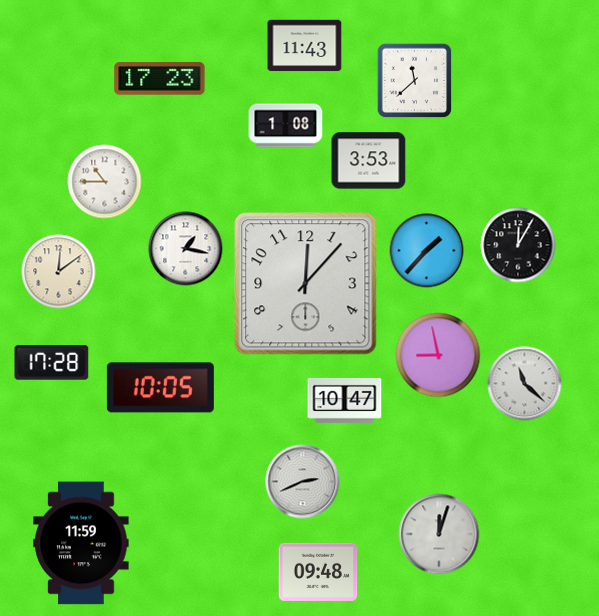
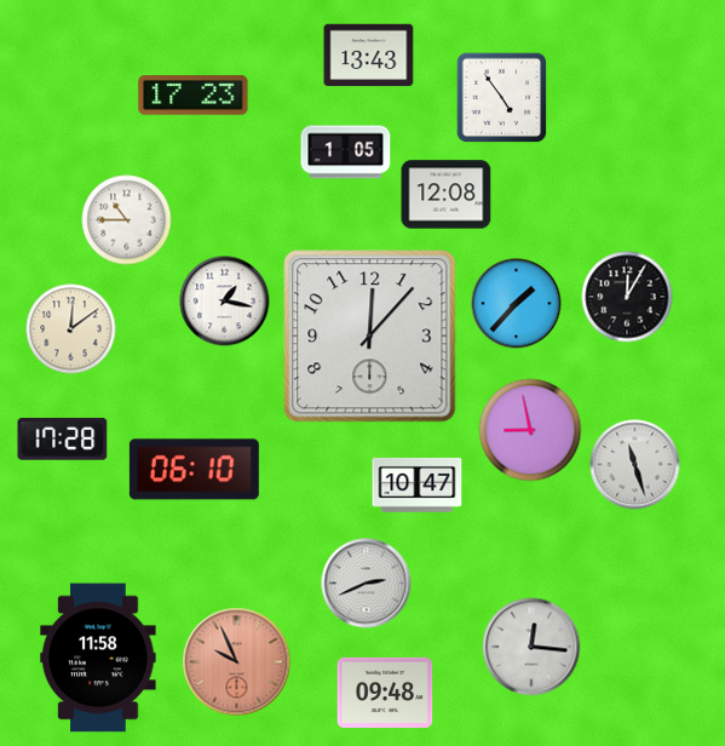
clock at (305, 46): 11:43 -> 13:43
clock at (415, 81): 11:38 -> 4:54
clock at (286, 126): 1:08 -> 1:05
clock at (369, 161): 3:53 -> 12:08
clock at (306, 284) position: (306, 284) -> (370, 337)
clock at (525, 384): 11:22 -> 11:27
clock at (160, 388): 10:05 -> 06:10
clock at (439, 534): 12:03 -> 12:16
clock at (81, 543): 11:59 -> 11:58
clock at (237, 662): none -> 9:56
